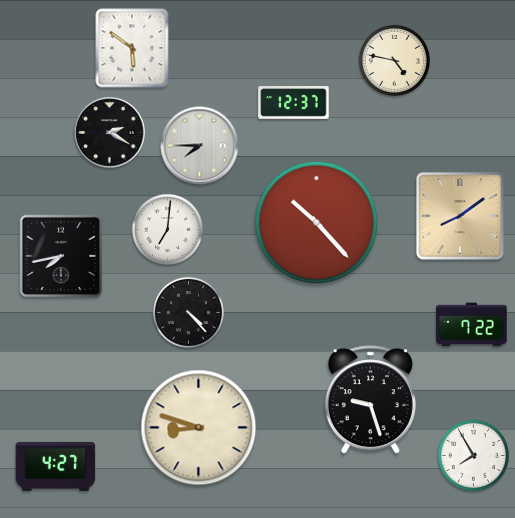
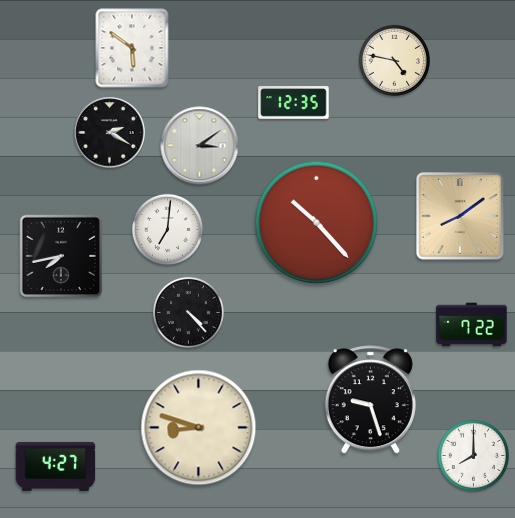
clock at (294, 103): 12:37 -> 12:35
clock at (200, 146): 7:45 -> 3:09
clock at (473, 455): 7:55 -> 8:00
